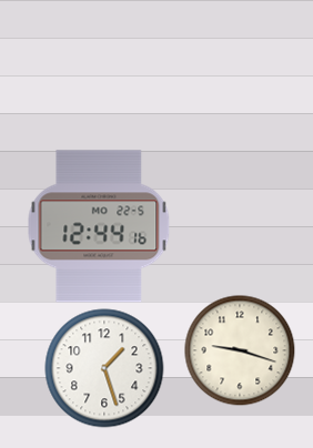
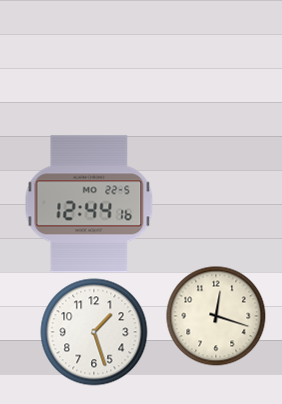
clock at (240, 350): 9:18 -> 12:18
